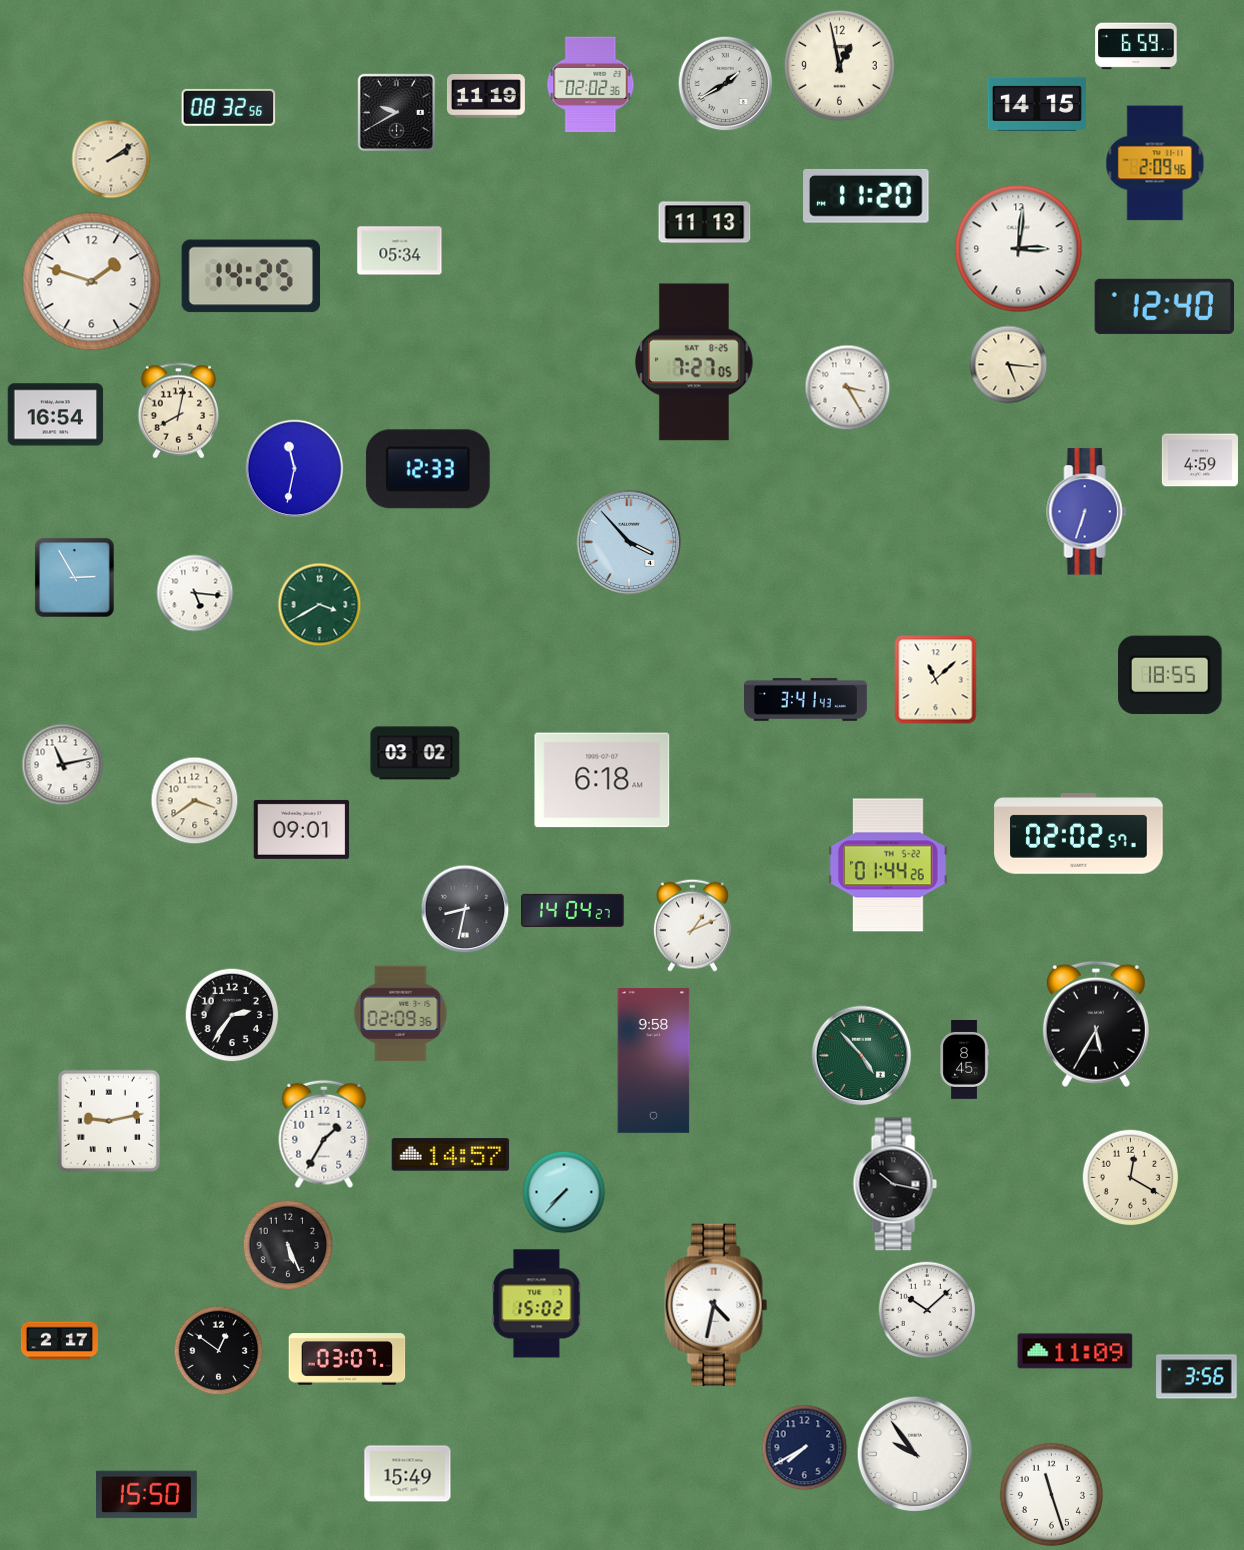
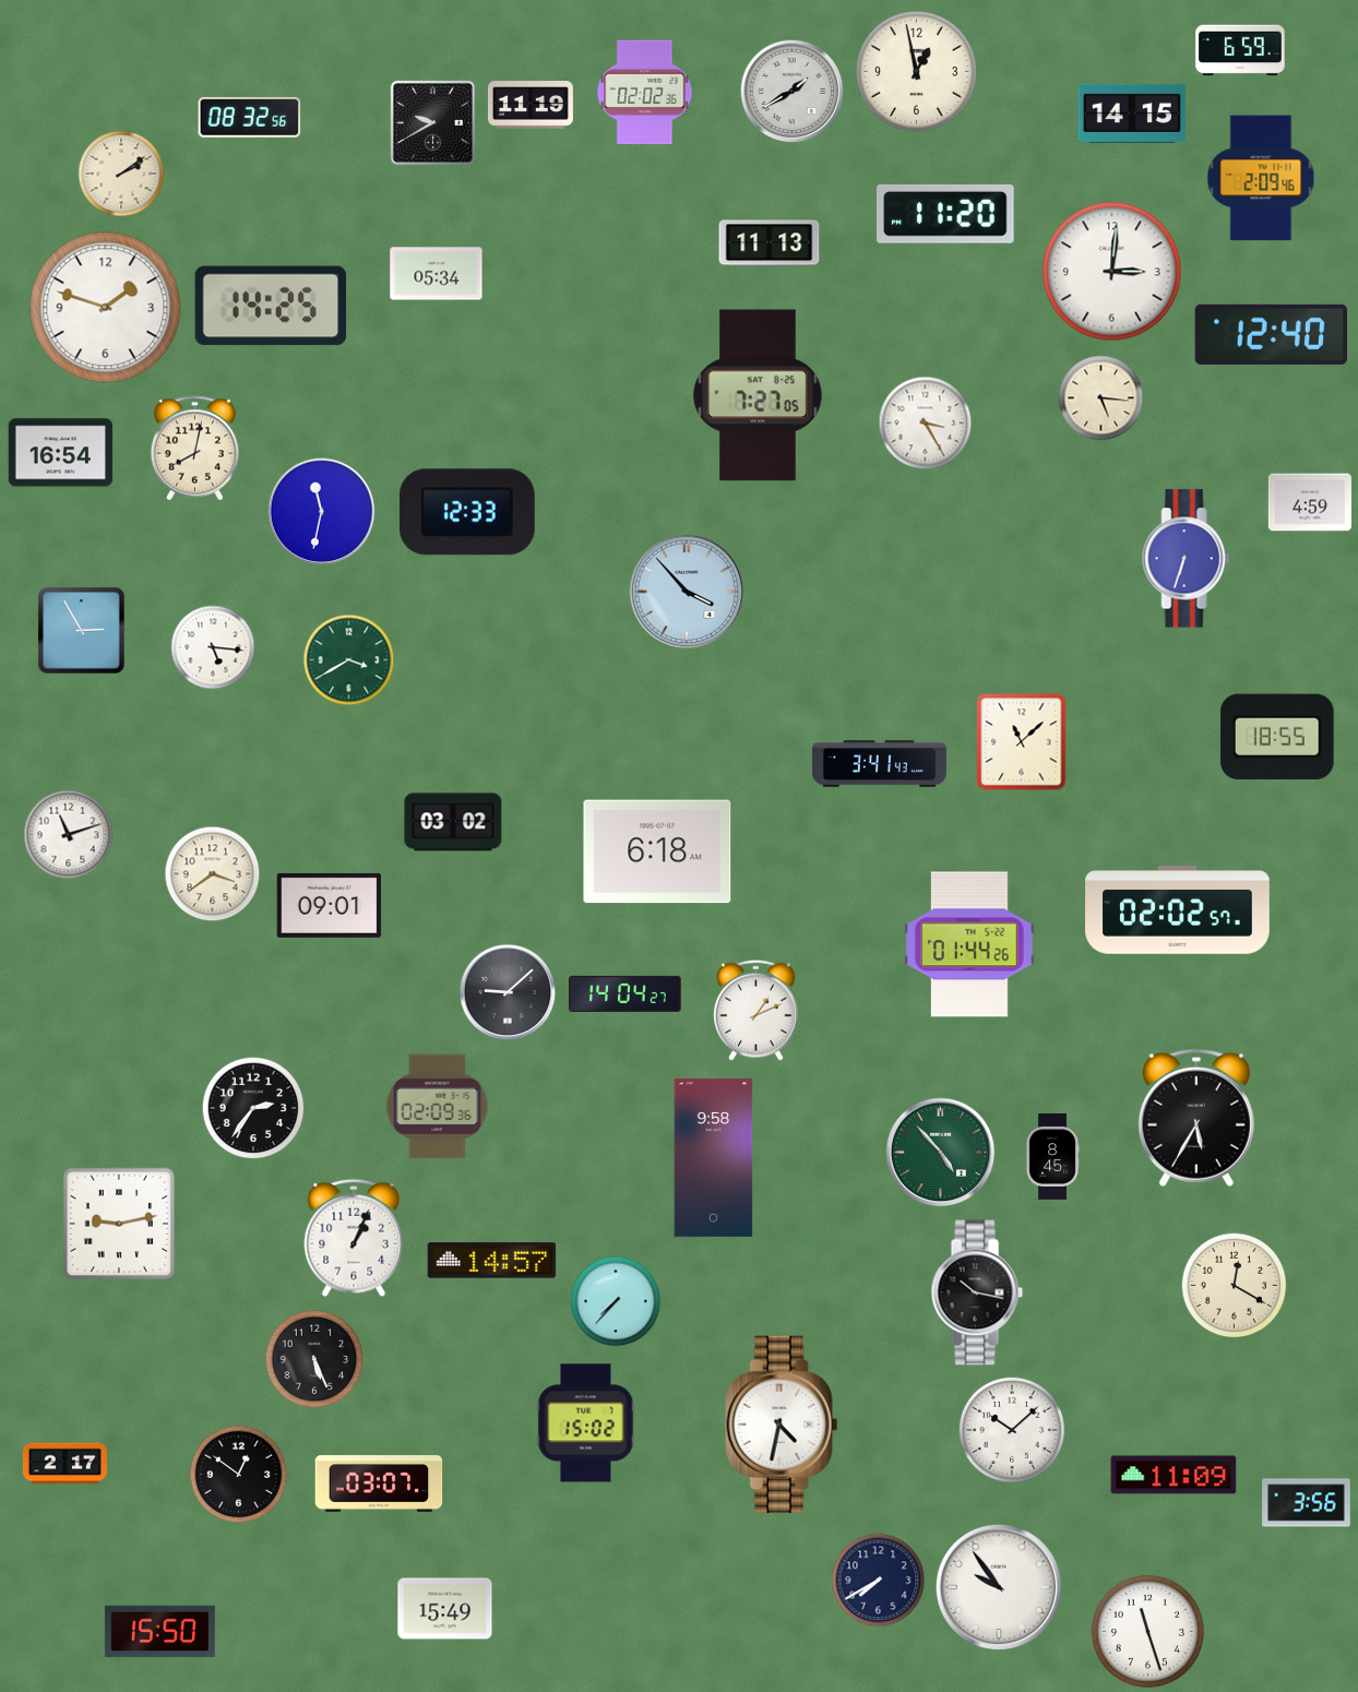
clock at (251, 276) position: (251, 276) -> (271, 306)
clock at (92, 282) position: (92, 282) -> (106, 308)
clock at (63, 765): 11:13 -> 11:12
clock at (465, 909): 8:32 -> 9:08
clock at (324, 1134): 1:35 -> 1:04
